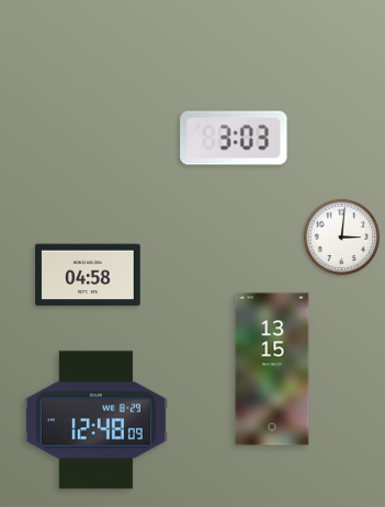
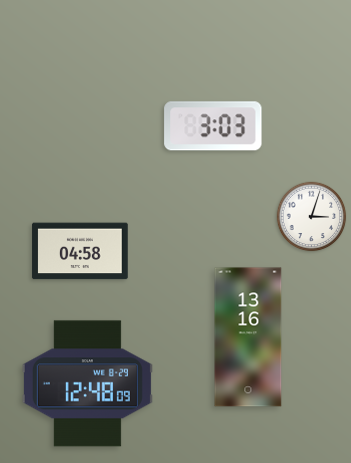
clock at (342, 238): 3:01 -> 3:03
clock at (272, 369): 13:15 -> 13:16
